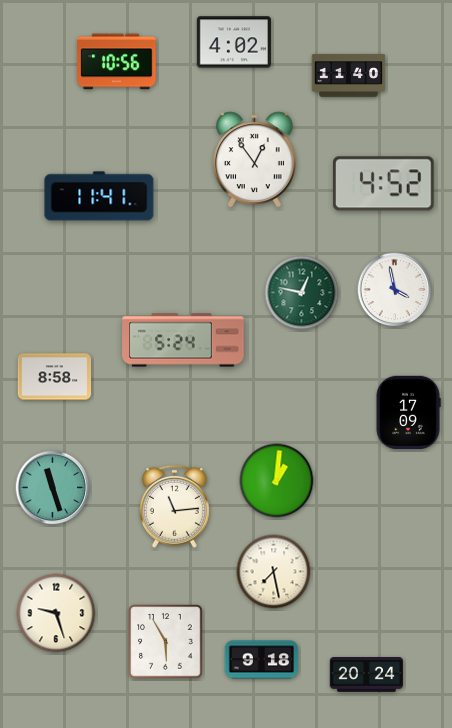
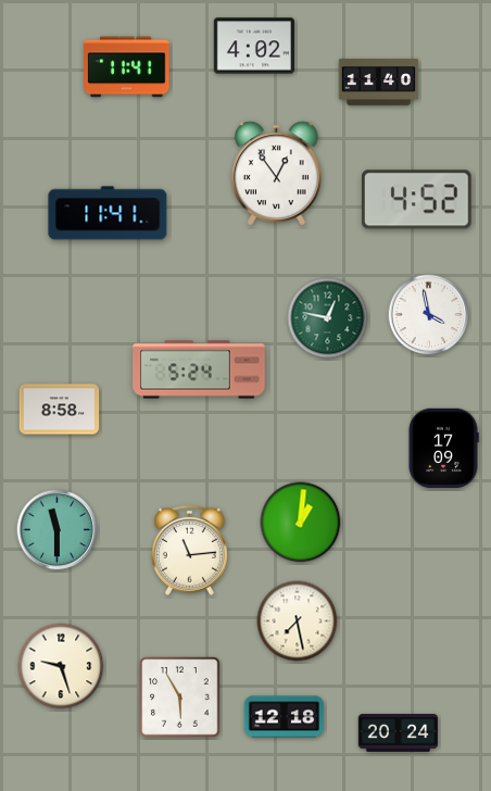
clock at (117, 62): 10:56 -> 11:41
clock at (53, 488): 11:27 -> 11:30
clock at (262, 660): 9:18 -> 12:18
